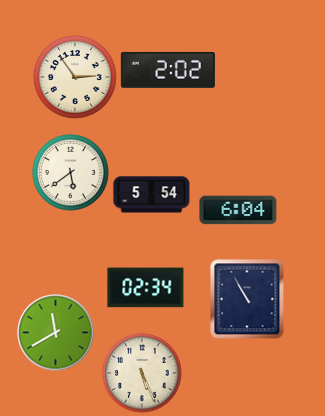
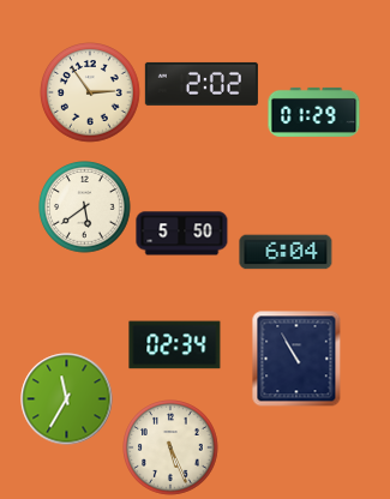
clock at (314, 112): none -> 01:29
clock at (152, 195): 5:54 -> 5:50
clock at (56, 333): 11:40 -> 11:35
